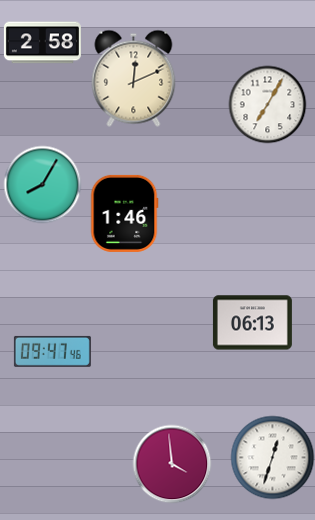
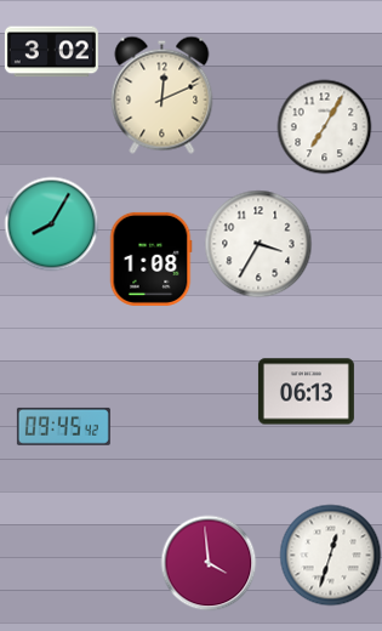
clock at (42, 43): 2:58 -> 3:02
clock at (258, 244): none -> 3:35
clock at (124, 213): 1:46 -> 1:08
clock at (52, 351): 09:47 -> 09:45
